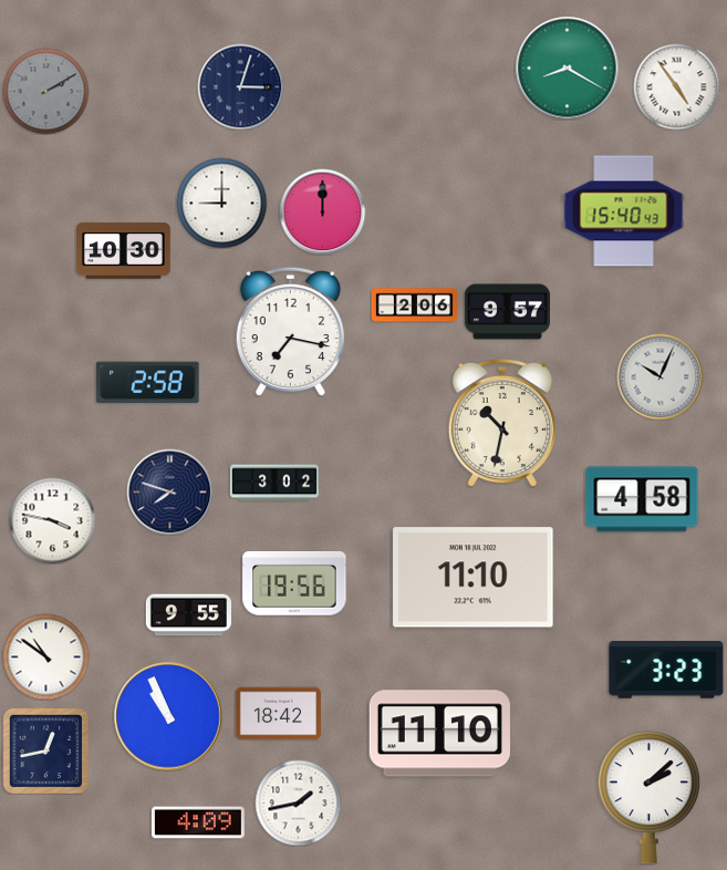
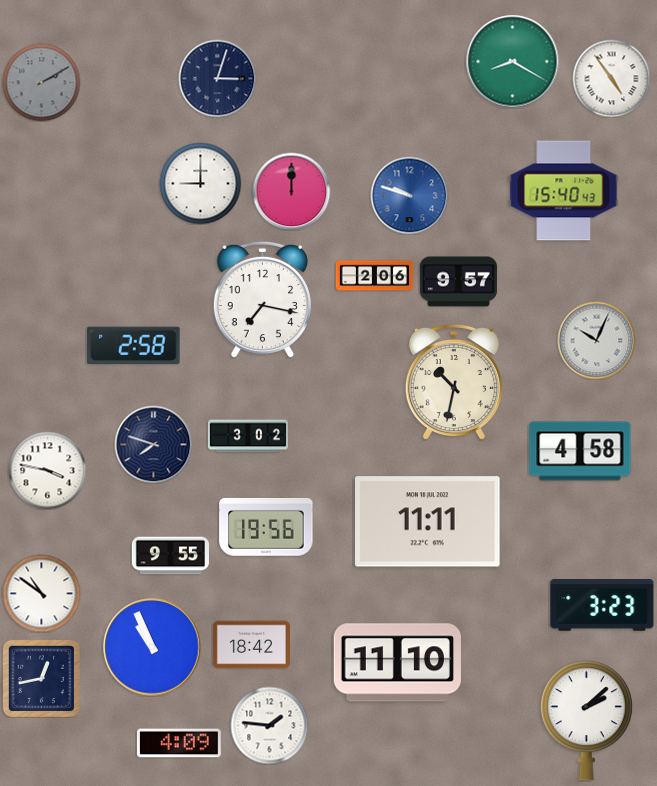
clock at (409, 195): none -> 9:48
clock at (124, 251): 10:30 -> none
clock at (474, 578): 11:10 -> 11:11
clock at (298, 802): 1:43 -> 1:46
